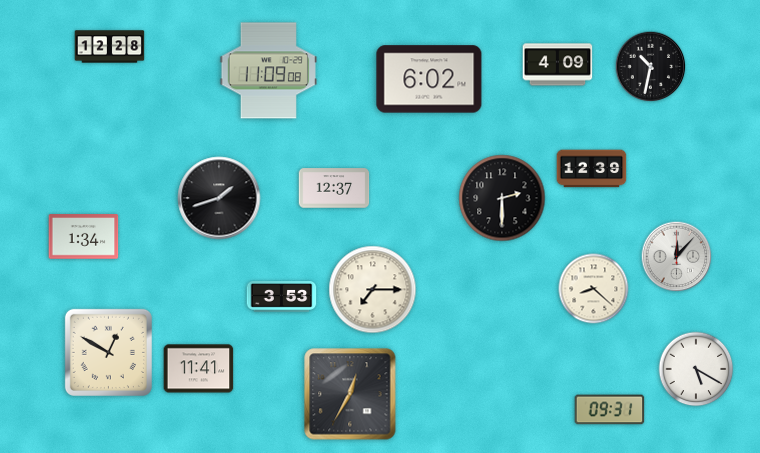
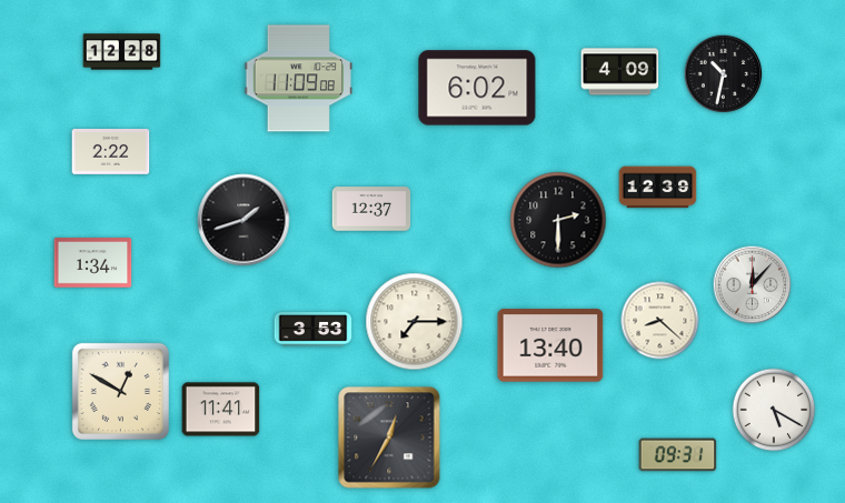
clock at (111, 152): none -> 2:22
clock at (550, 345): none -> 13:40
